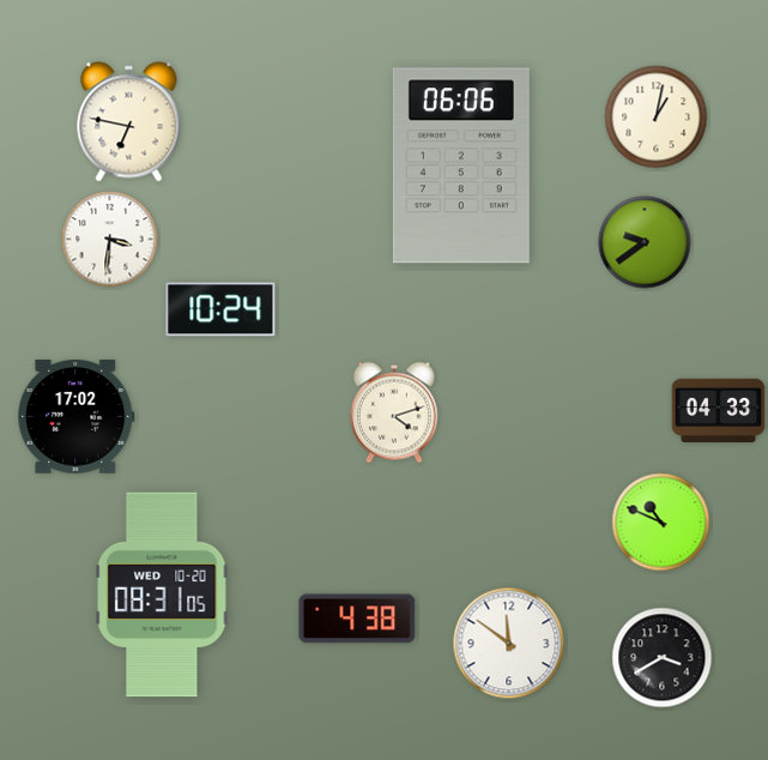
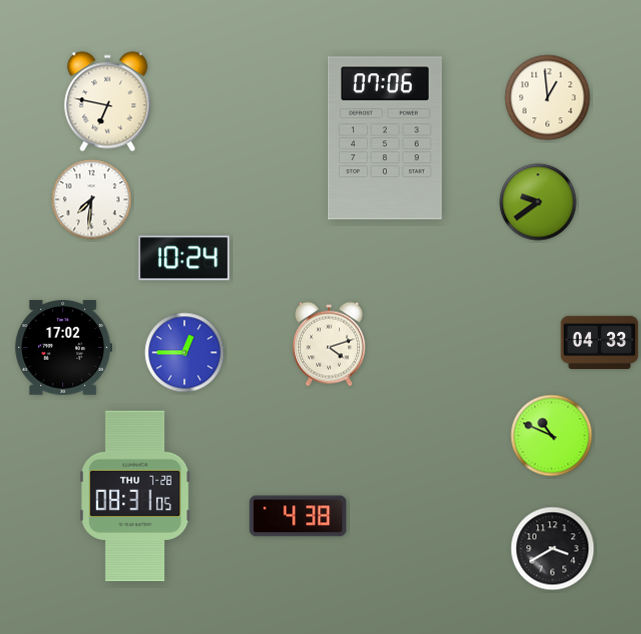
clock at (657, 117): 1:02 -> 12:59
clock at (461, 165): 06:06 -> 07:06
clock at (110, 240): 3:31 -> 7:31
clock at (185, 353): none -> 12:45
clock at (162, 595) date: WED 10-20 -> THU 7-28
clock at (509, 644): 11:51 -> none
